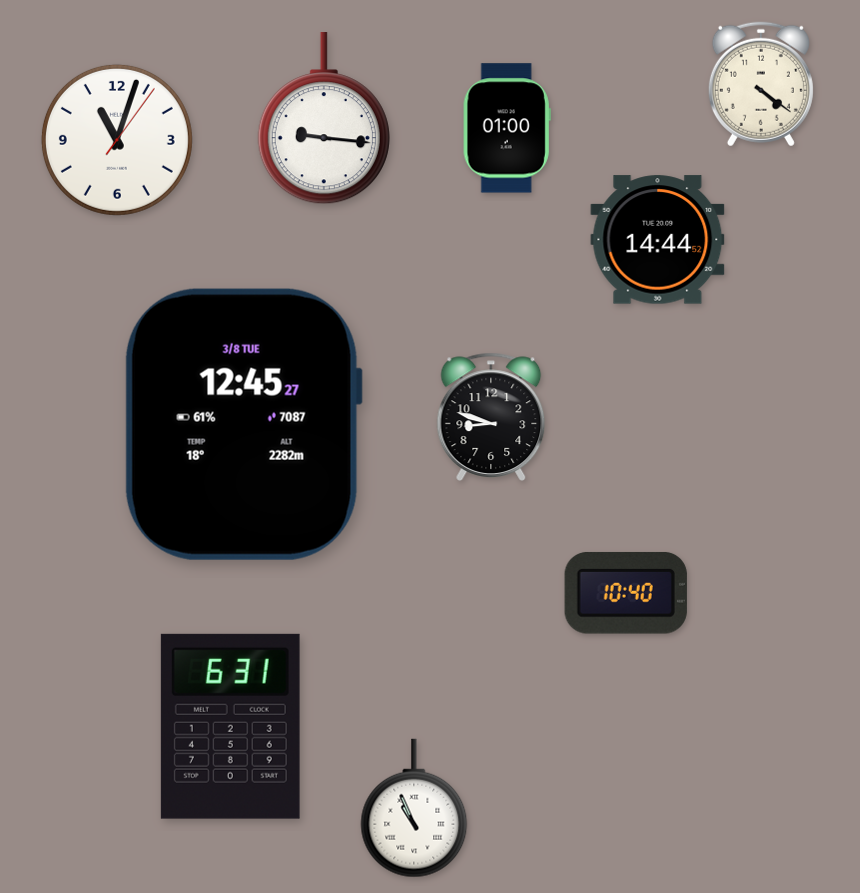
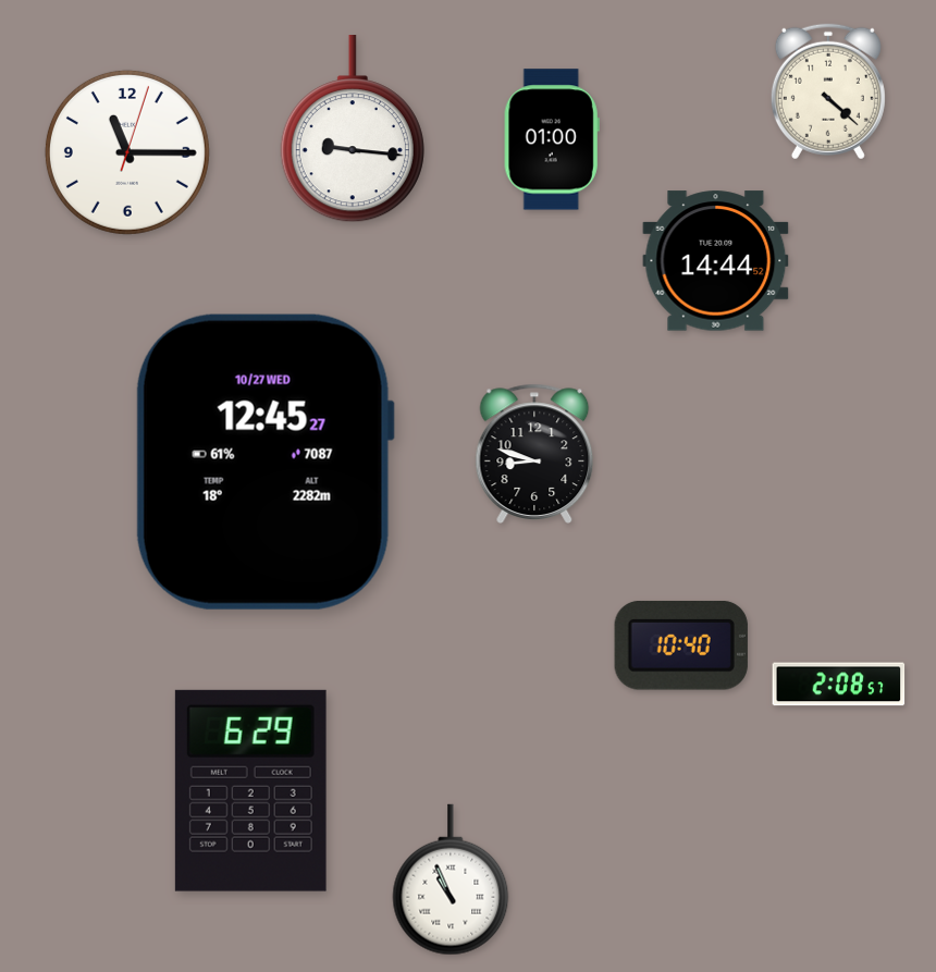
clock at (761, 84): 4:21 -> 4:22
clock at (117, 140): 11:03 -> 11:15
clock at (243, 424) date: 3/8 TUE -> 10/27 WED
clock at (839, 685): none -> 2:08
clock at (230, 726): 6:31 -> 6:29
